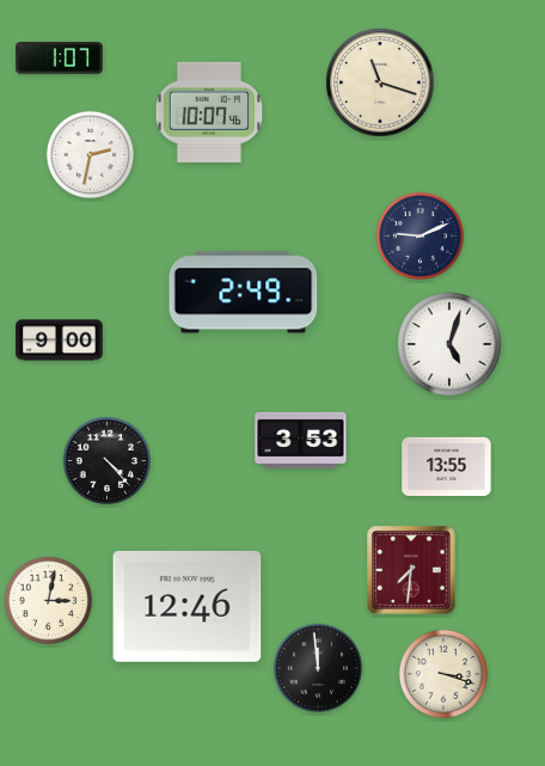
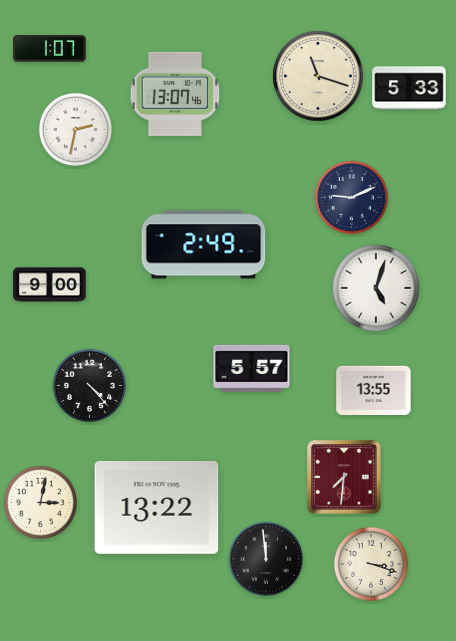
clock at (380, 82) position: (380, 82) -> (318, 76)
clock at (409, 88): none -> 5:33
clock at (209, 112): 10:07 -> 13:07
clock at (301, 440): 3:53 -> 5:57
clock at (188, 606): 12:46 -> 13:22
